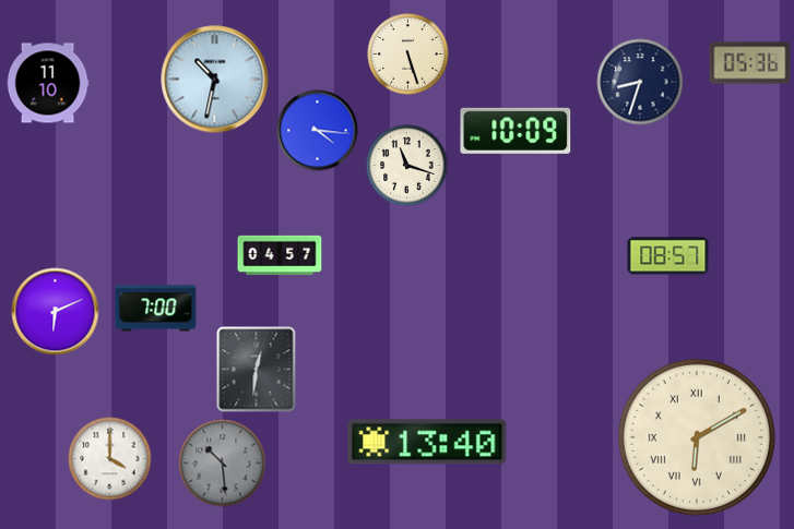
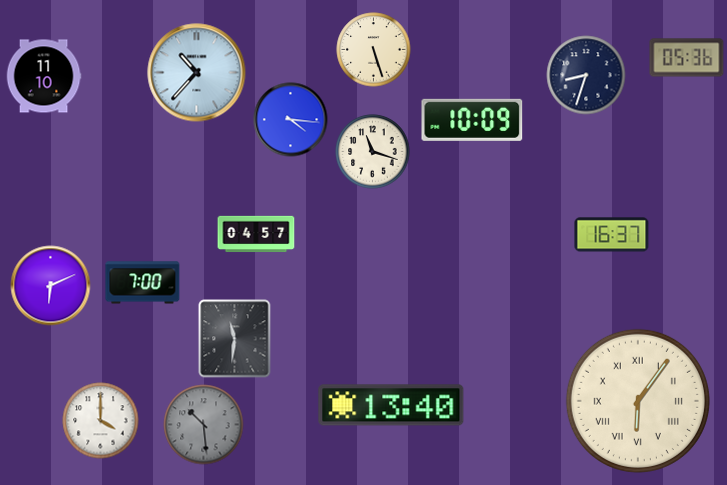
clock at (215, 80): 10:32 -> 10:37
clock at (668, 256): 08:57 -> 16:37
clock at (257, 370): 12:31 -> 11:31
clock at (697, 437): 6:10 -> 6:06
